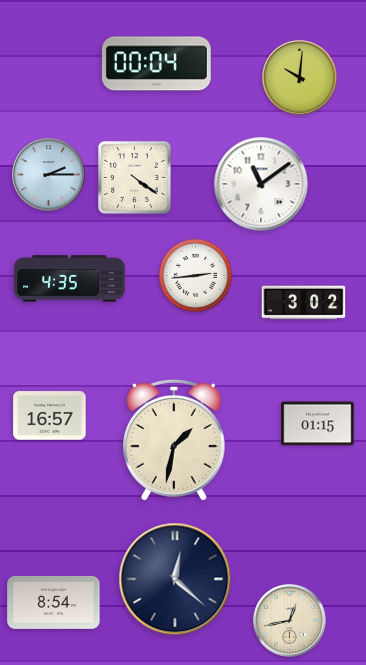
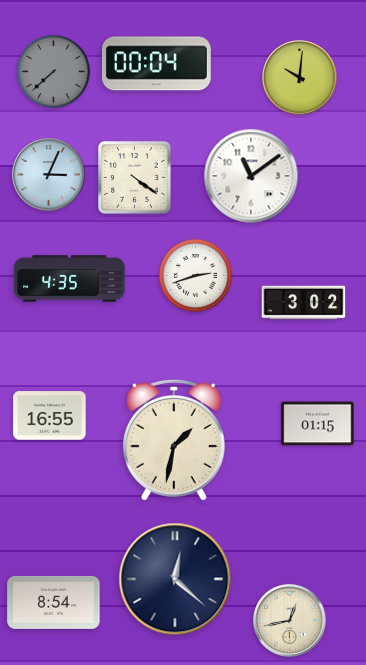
clock at (53, 71): none -> 7:38
clock at (49, 175): 2:15 -> 3:04
clock at (261, 184) position: (261, 184) -> (251, 176)
clock at (195, 275): 2:44 -> 2:42
clock at (50, 416): 16:57 -> 16:55
